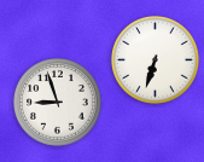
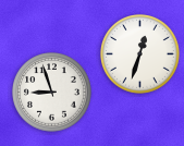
clock at (156, 60): 6:33 -> 12:33
